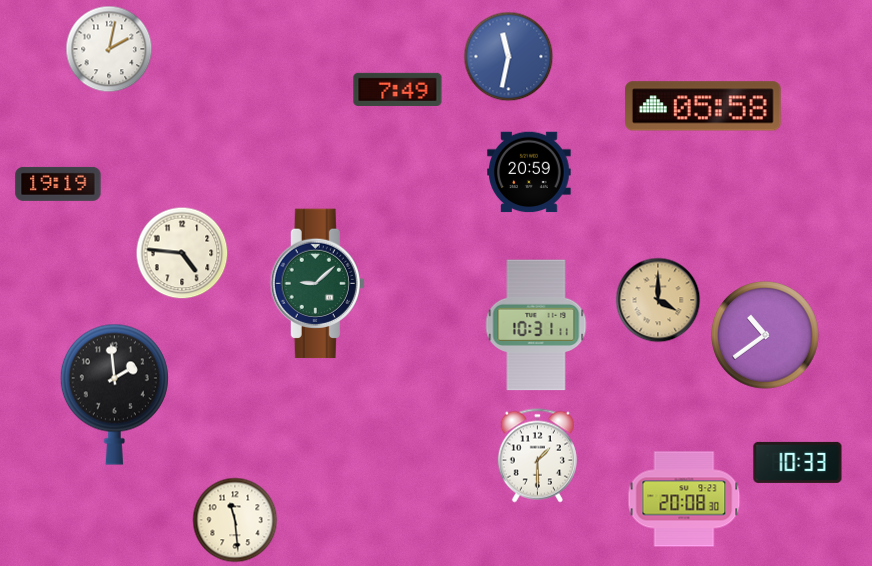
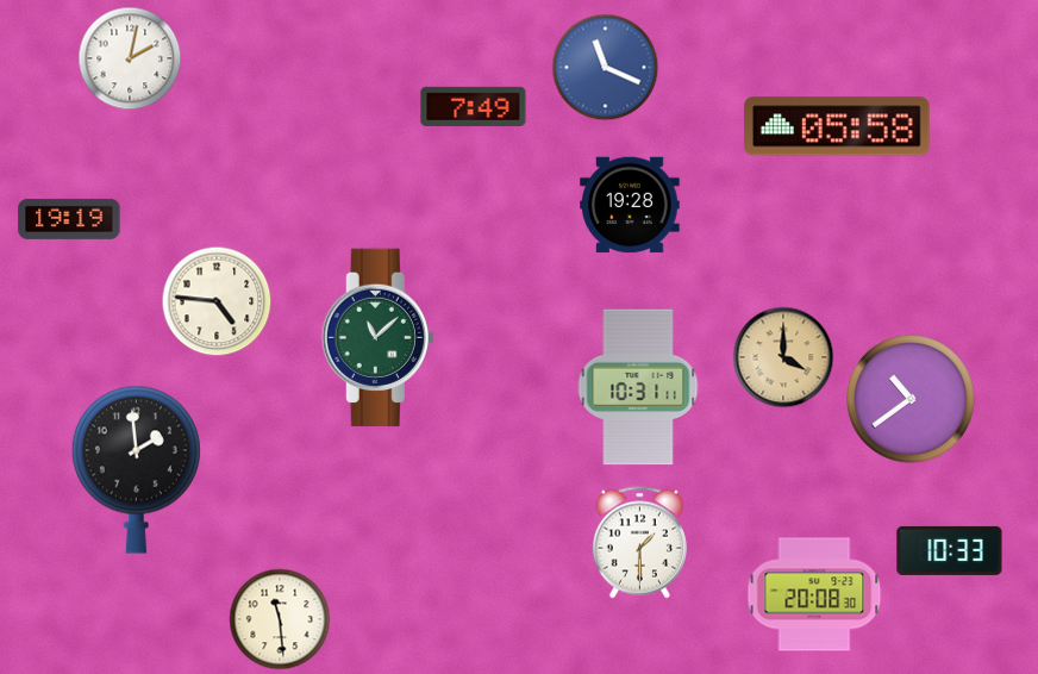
clock at (509, 57): 11:32 -> 11:19
clock at (529, 172): 20:59 -> 19:28
clock at (317, 284): 9:08 -> 11:08
